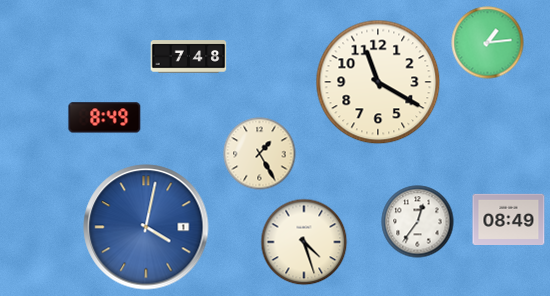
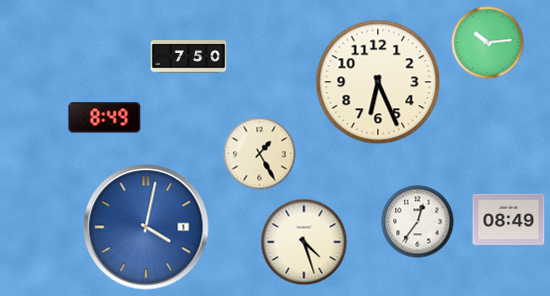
clock at (488, 43): 1:14 -> 10:14
clock at (189, 57): 7:48 -> 7:50
clock at (378, 82): 11:20 -> 6:26
